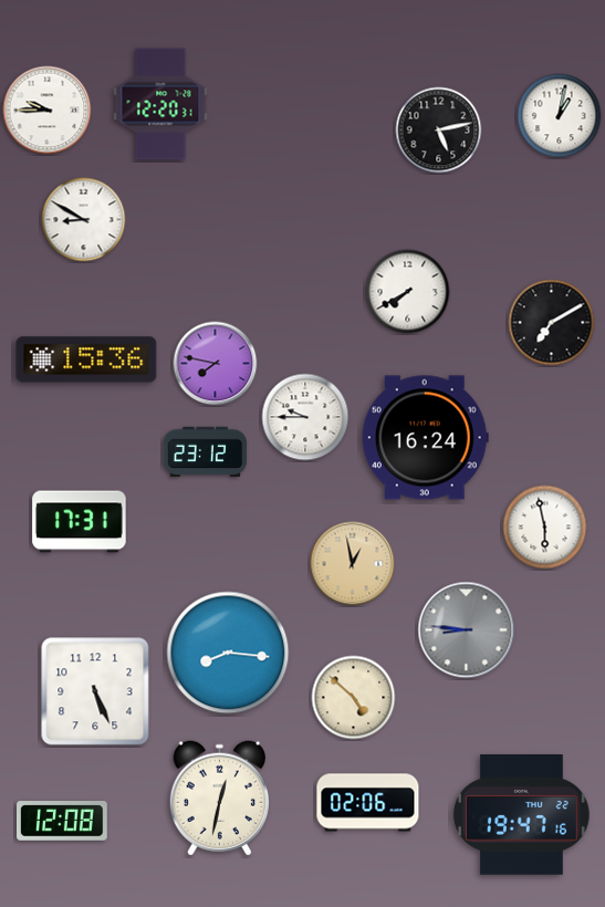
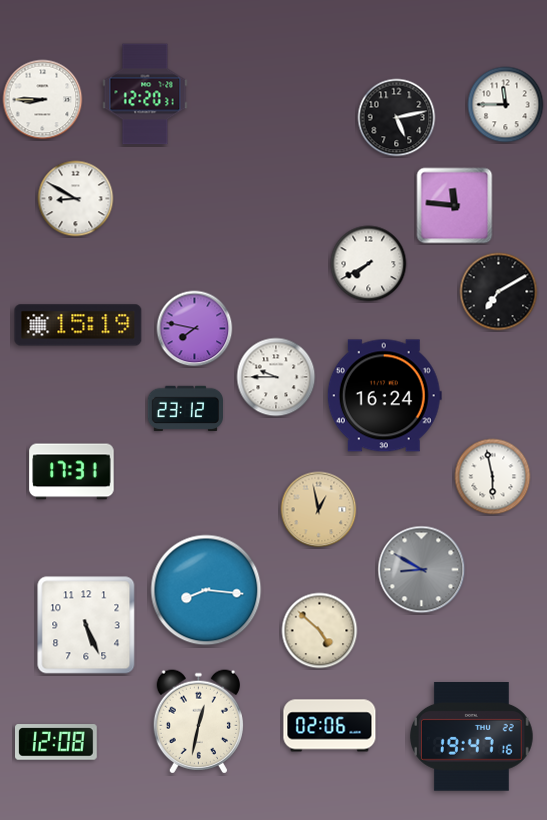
clock at (48, 111): 9:45 -> 8:45
clock at (560, 116): 1:02 -> 11:45
clock at (455, 206): none -> 11:46
clock at (86, 359): 15:36 -> 15:19
clock at (467, 630): 8:46 -> 8:50
clock at (368, 803) position: (368, 803) -> (330, 726)
